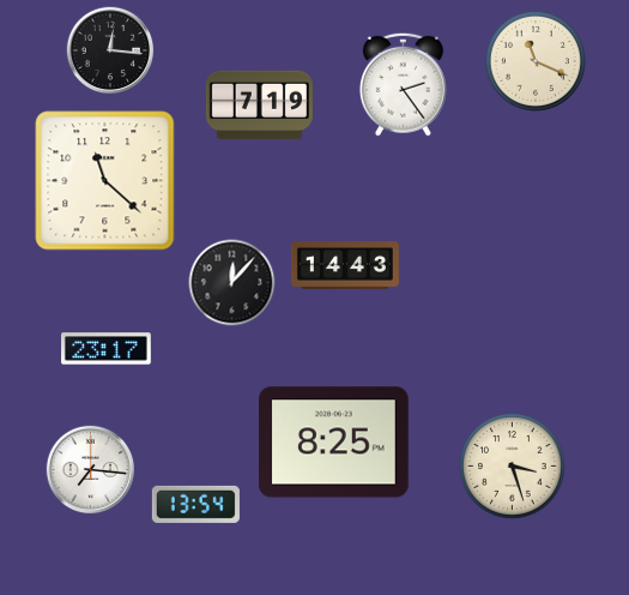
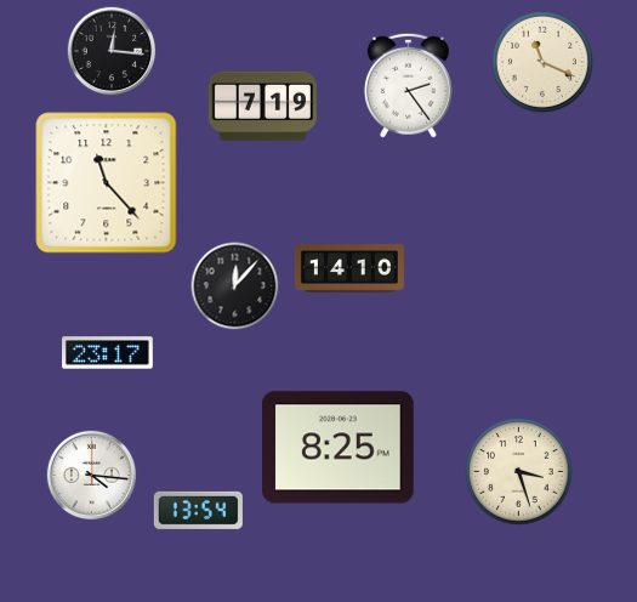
clock at (105, 181): 11:22 -> 11:23
clock at (345, 266): 14:43 -> 14:10
clock at (91, 470): 7:16 -> 4:16
